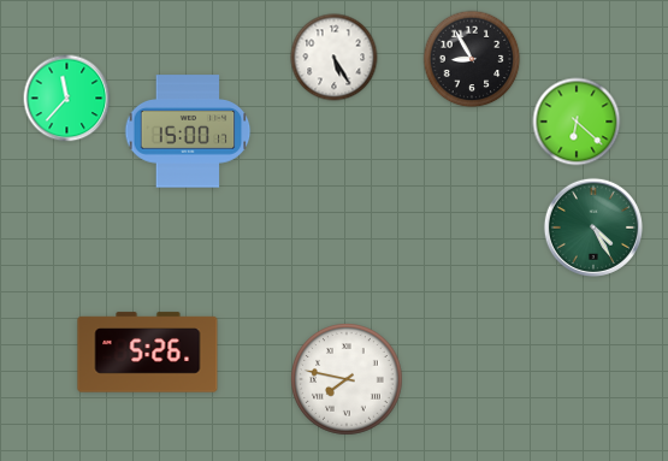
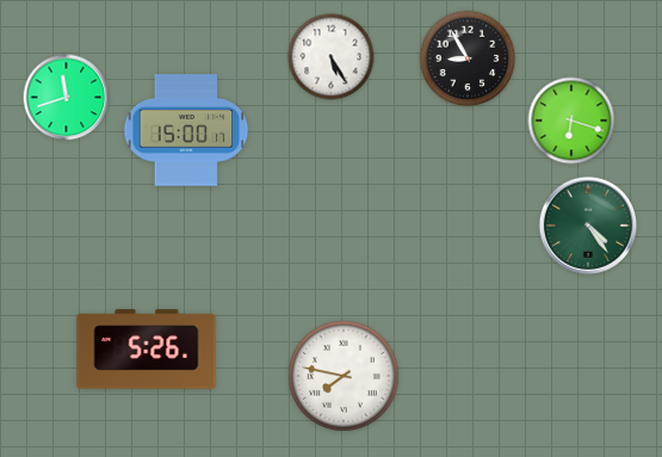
clock at (67, 99): 11:37 -> 11:42
clock at (577, 122): 6:22 -> 6:18
clock at (592, 226): 4:25 -> 4:24
